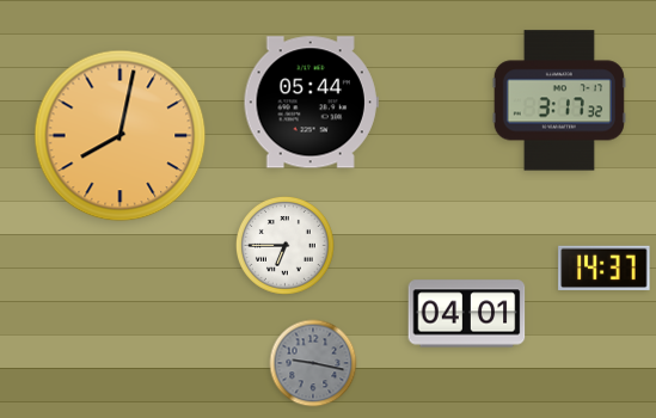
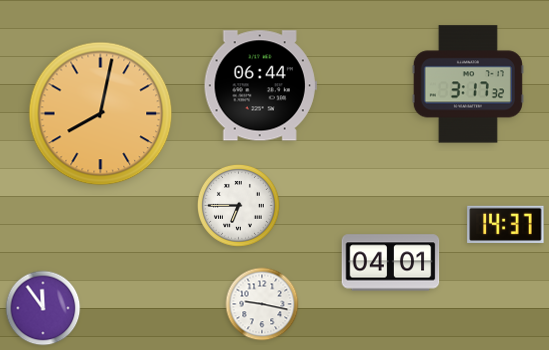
clock at (311, 103): 05:44 -> 06:44
clock at (313, 363) dial: grey -> white
clock at (43, 308): none -> 11:54
